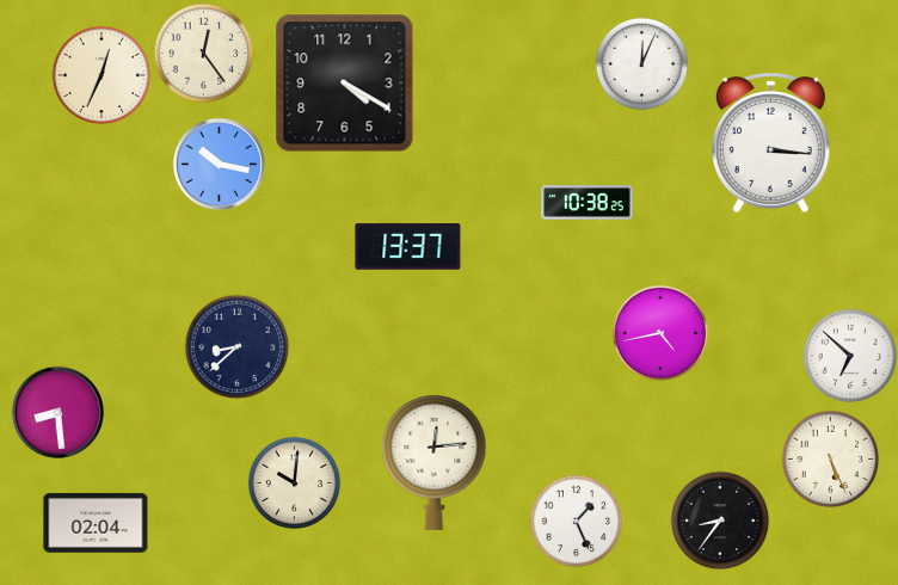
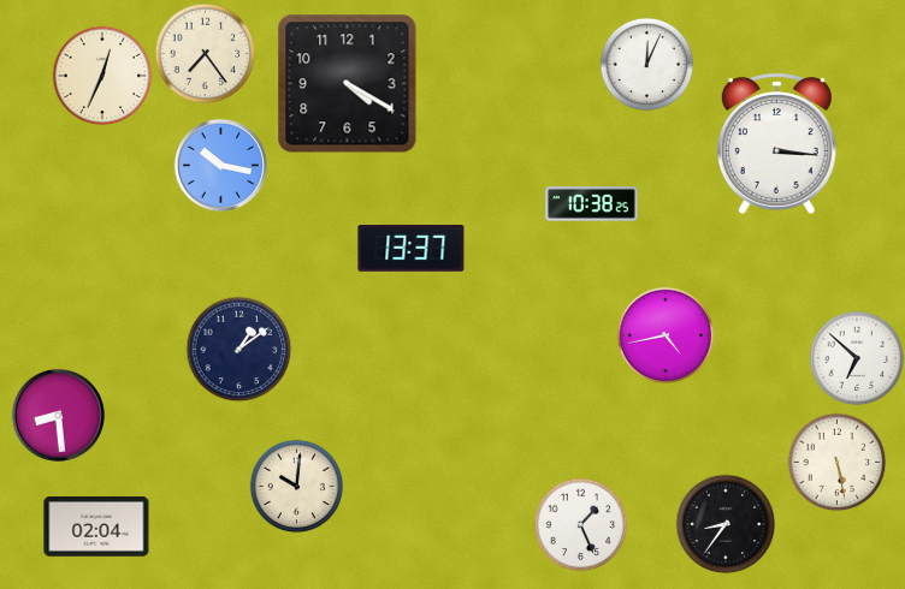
clock at (203, 53): 12:24 -> 7:24
clock at (236, 346): 8:38 -> 1:09
clock at (830, 458): 5:26 -> 5:28
clock at (435, 462): 12:14 -> none
